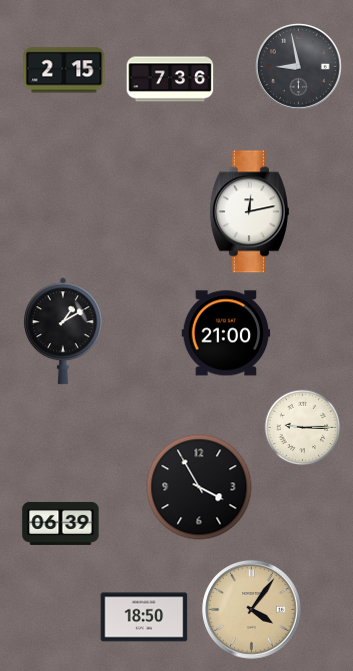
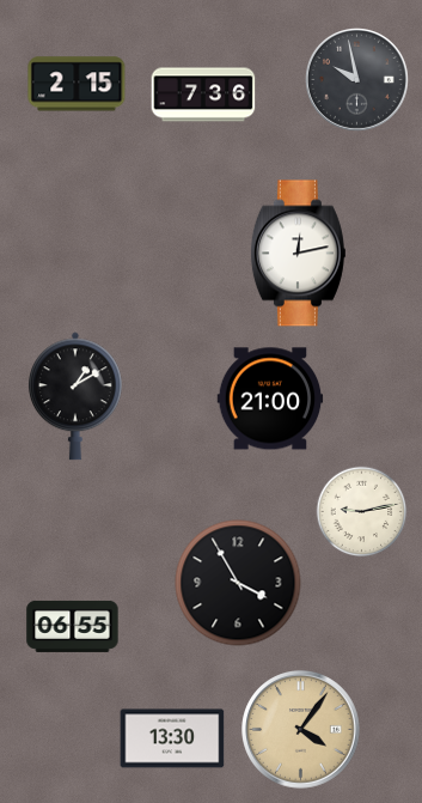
clock at (299, 67): 8:58 -> 9:58
clock at (303, 428): 9:15 -> 9:13
clock at (61, 523): 06:39 -> 06:55
clock at (144, 617): 18:50 -> 13:30
